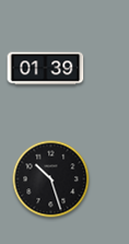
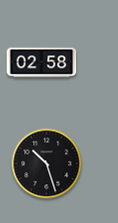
clock at (46, 69): 01:39 -> 02:58
